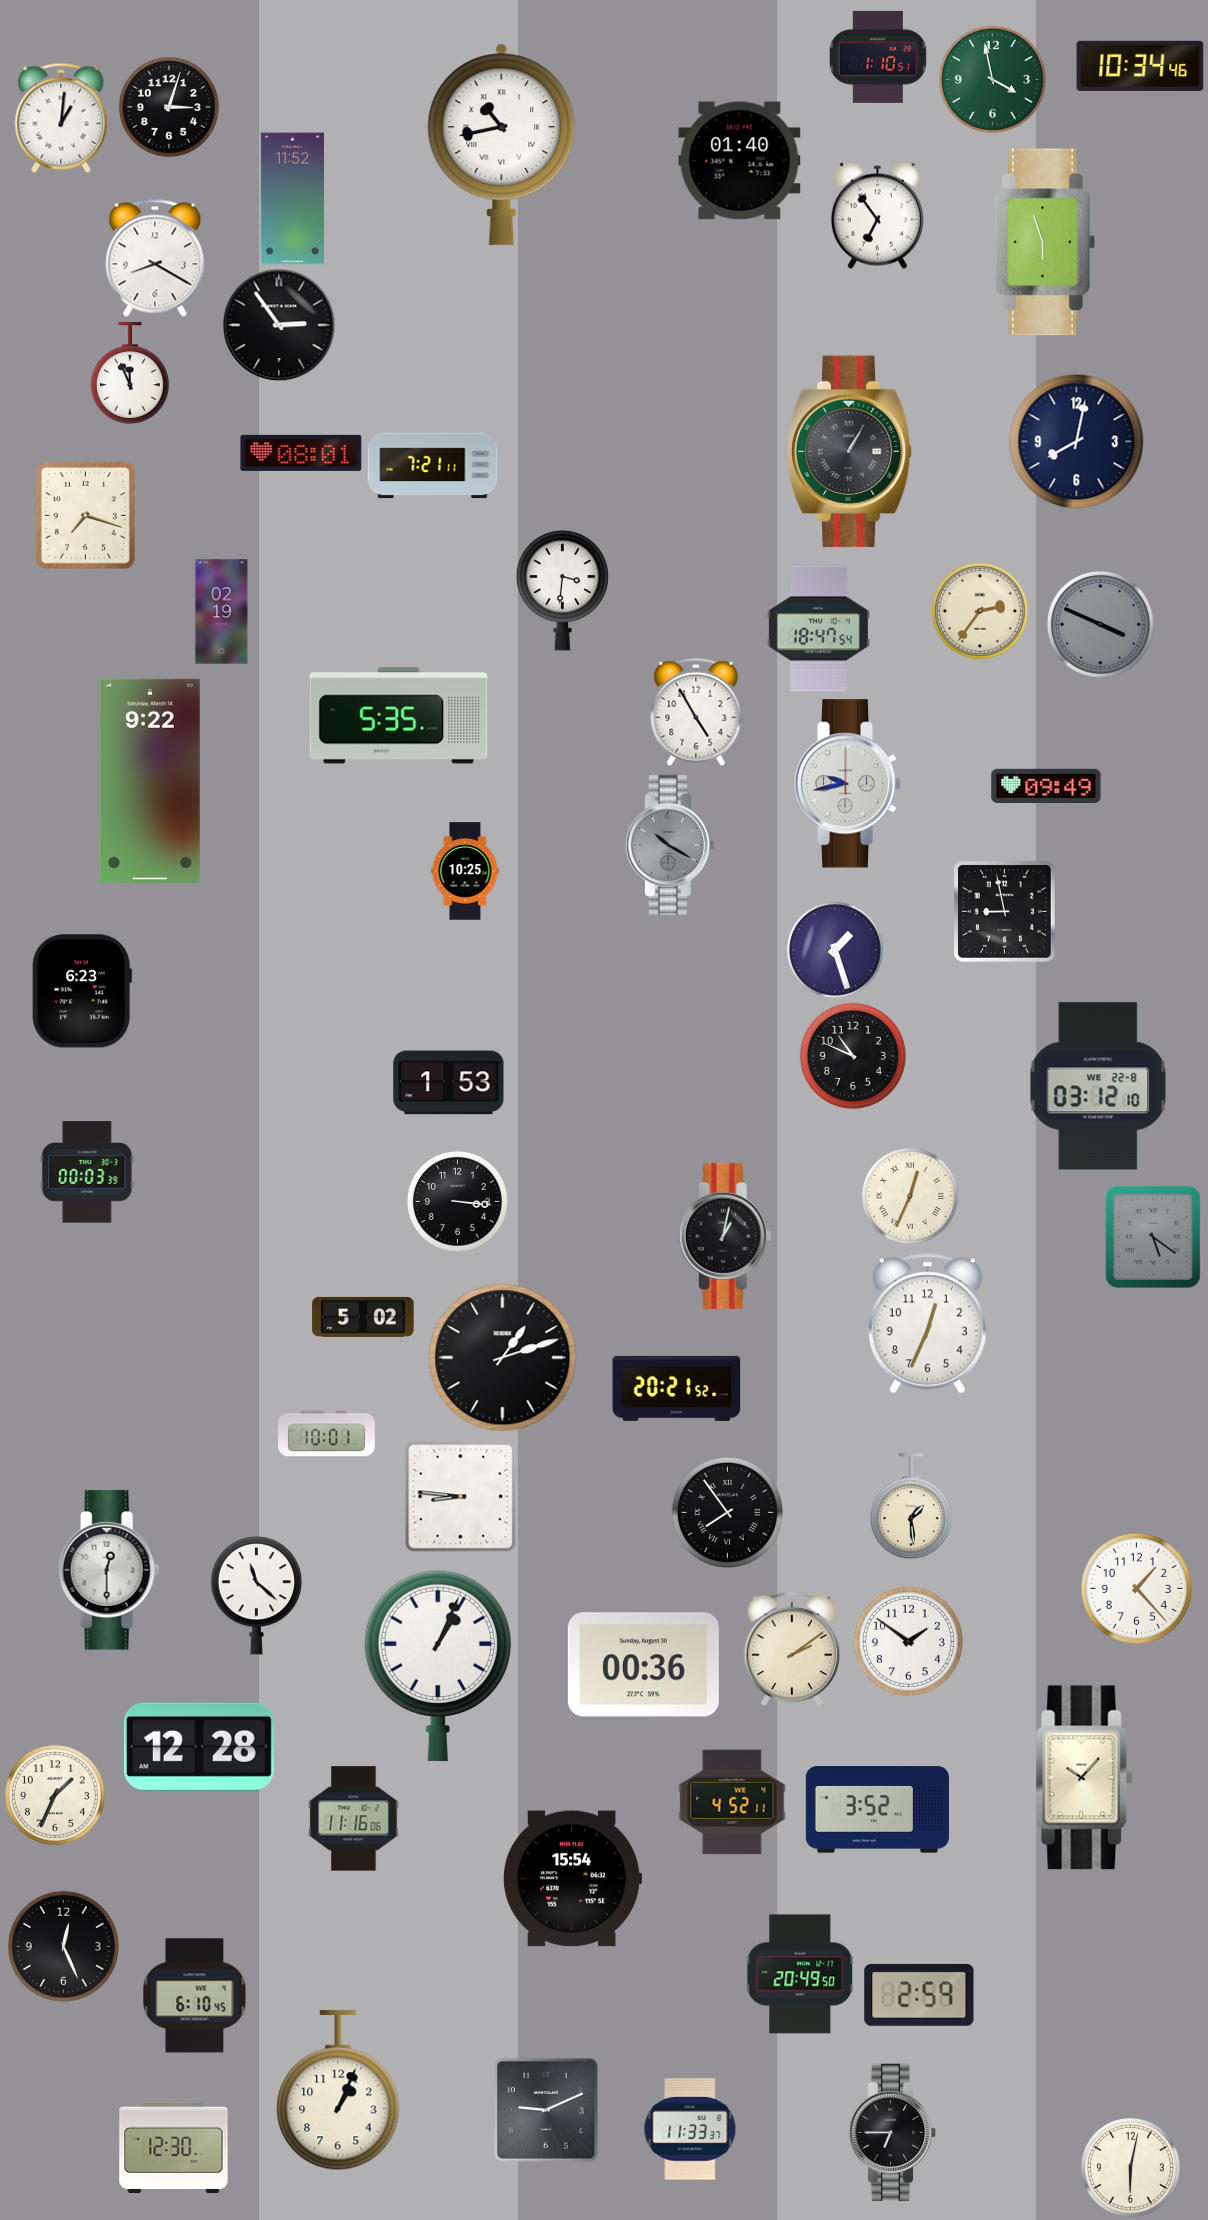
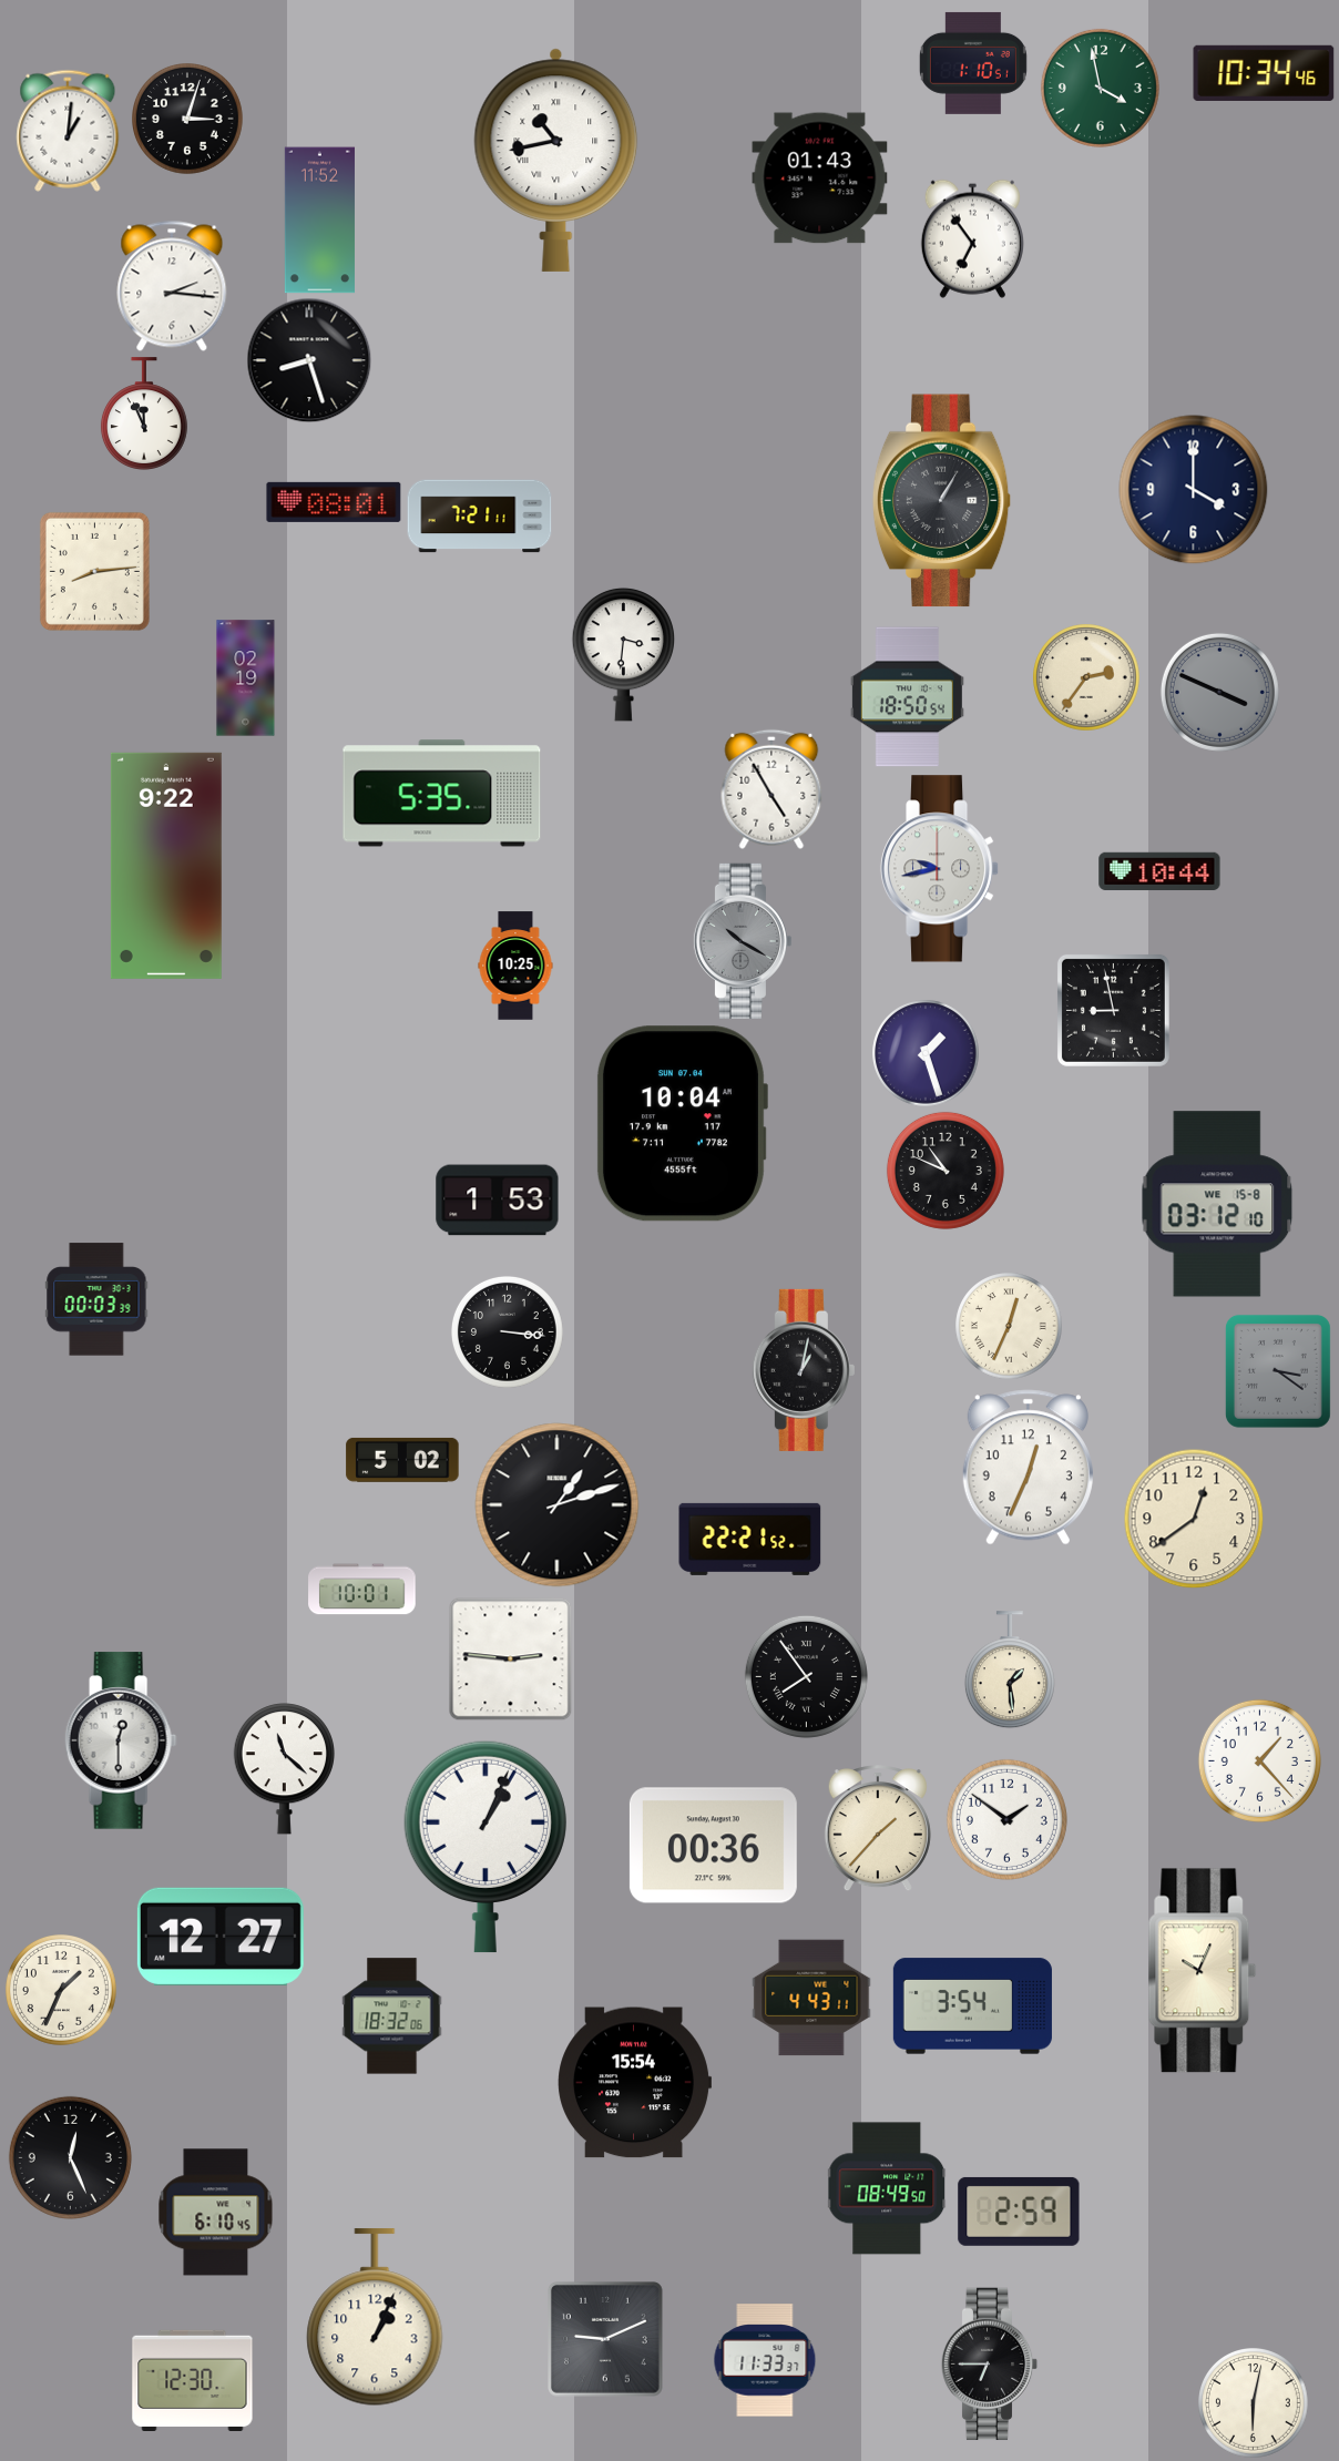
clock at (740, 161): 01:40 -> 01:43
clock at (292, 199) position: (292, 199) -> (319, 221)
clock at (1045, 242): 5:57 -> none
clock at (155, 258): 8:20 -> 2:16
clock at (279, 325): 2:54 -> 8:27
clock at (1077, 442): 8:02 -> 4:00
clock at (85, 515): 7:18 -> 8:14
clock at (818, 629): 18:47 -> 18:50
clock at (1046, 786): 09:49 -> 10:44
clock at (670, 845) position: (670, 845) -> (743, 941)
clock at (82, 991): 6:23 -> none
clock at (682, 1124): none -> 10:04
clock at (1098, 1086) date: WE 22-8 -> WE 15-8
clock at (1153, 1237): 5:21 -> 3:21
clock at (1194, 1519): none -> 12:39
clock at (677, 1388): 20:21 -> 22:21
clock at (460, 1496): 8:46 -> 2:46
clock at (792, 1650): 2:09 -> 1:37
clock at (199, 1747): 12:28 -> 12:27
clock at (1085, 1778): 10:07 -> 10:04
clock at (732, 1802): 4:52 -> 4:43
clock at (877, 1810): 3:52 -> 3:54
clock at (354, 1819): 11:16 -> 18:32
clock at (801, 1974): 20:49 -> 08:49
